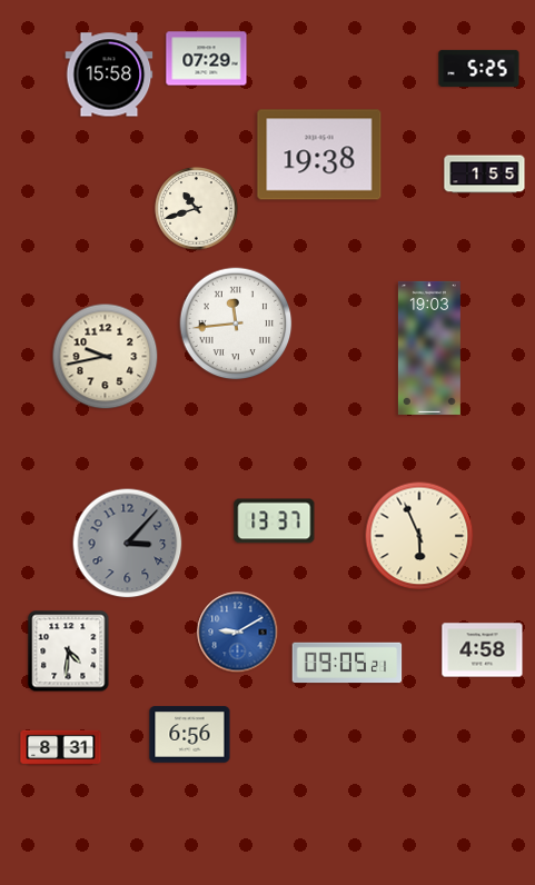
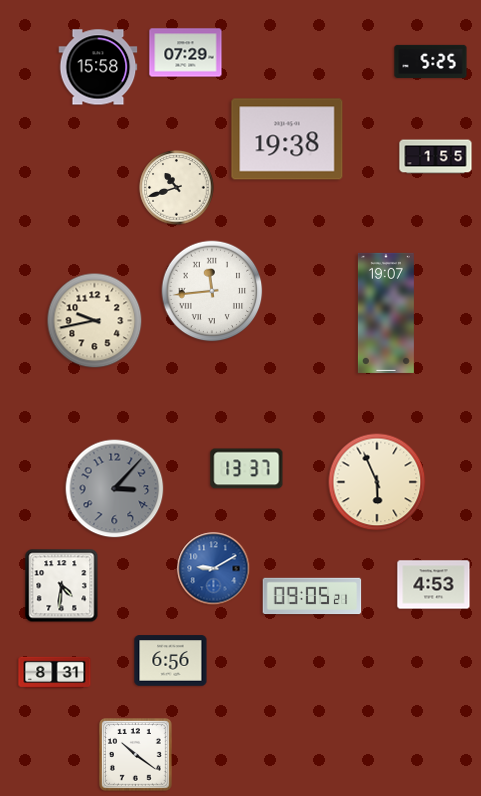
clock at (429, 348): 19:03 -> 19:07
clock at (483, 650): 4:58 -> 4:53
clock at (136, 755): none -> 10:21
